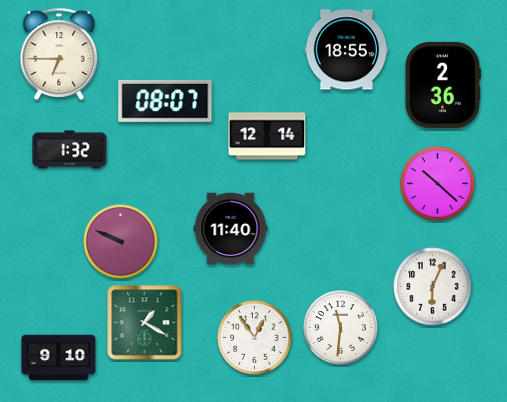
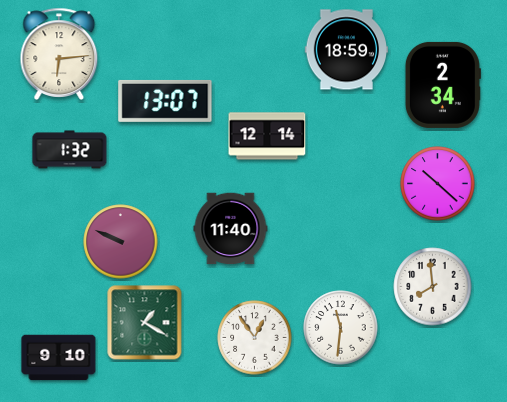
clock at (347, 50): 18:55 -> 18:59
clock at (59, 54): 6:45 -> 6:14
clock at (443, 85): 2:36 -> 2:34
clock at (165, 101): 08:07 -> 13:07
clock at (433, 287): 6:04 -> 7:59
